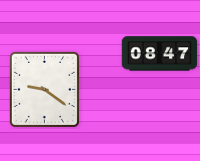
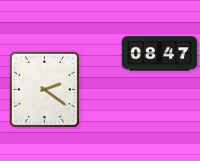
clock at (44, 89): 9:21 -> 2:21
